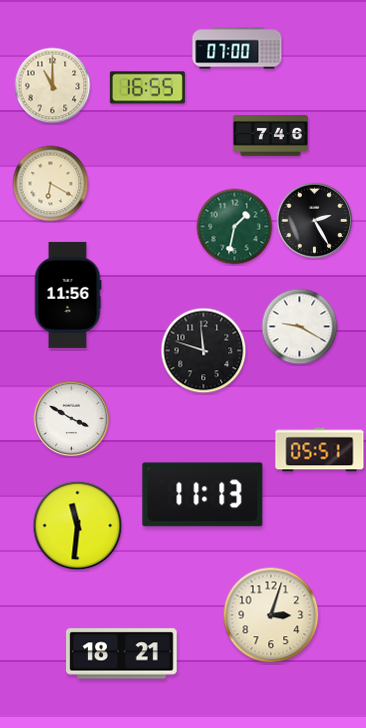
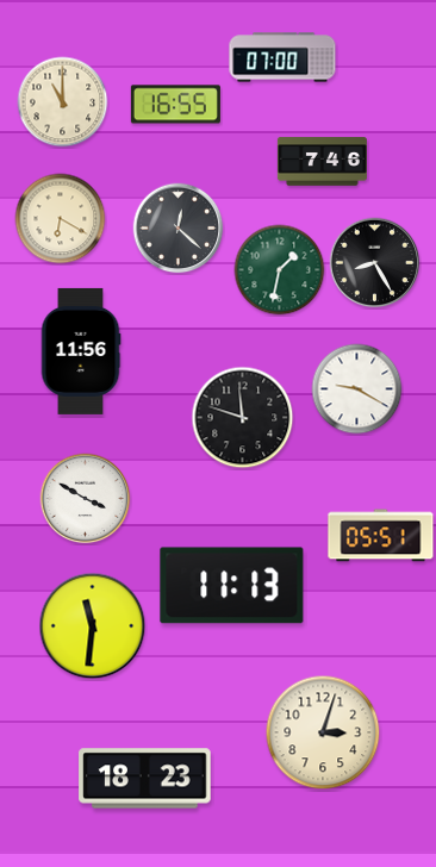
clock at (179, 229): none -> 12:22
clock at (315, 221): 2:25 -> 8:25
clock at (203, 495) position: (203, 495) -> (232, 586)
clock at (122, 654): 18:21 -> 18:23
